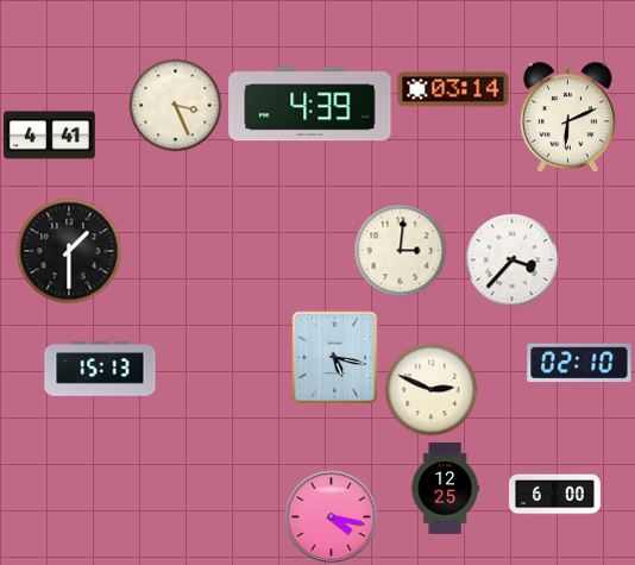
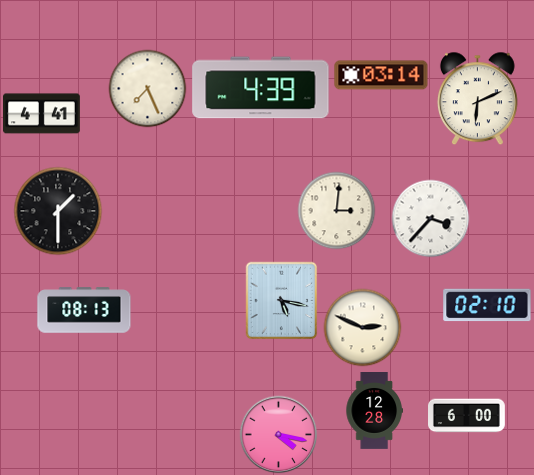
clock at (175, 105): 3:26 -> 7:26
clock at (100, 369): 15:13 -> 08:13
clock at (445, 489): 12:25 -> 12:28
